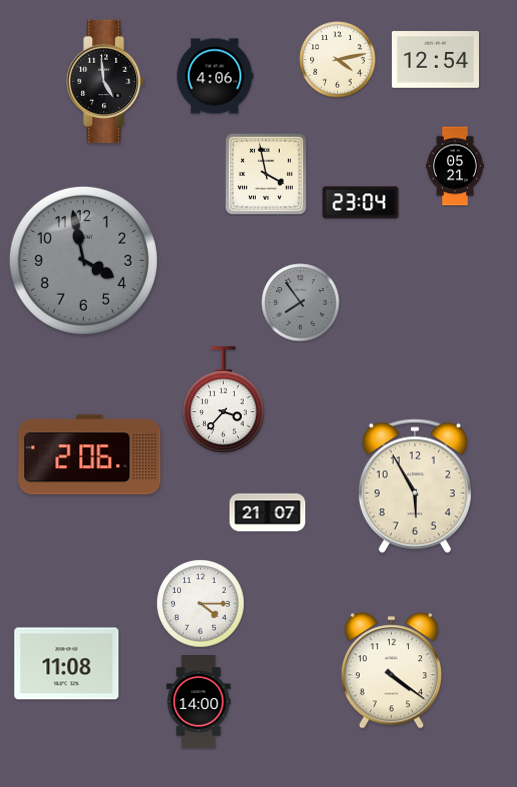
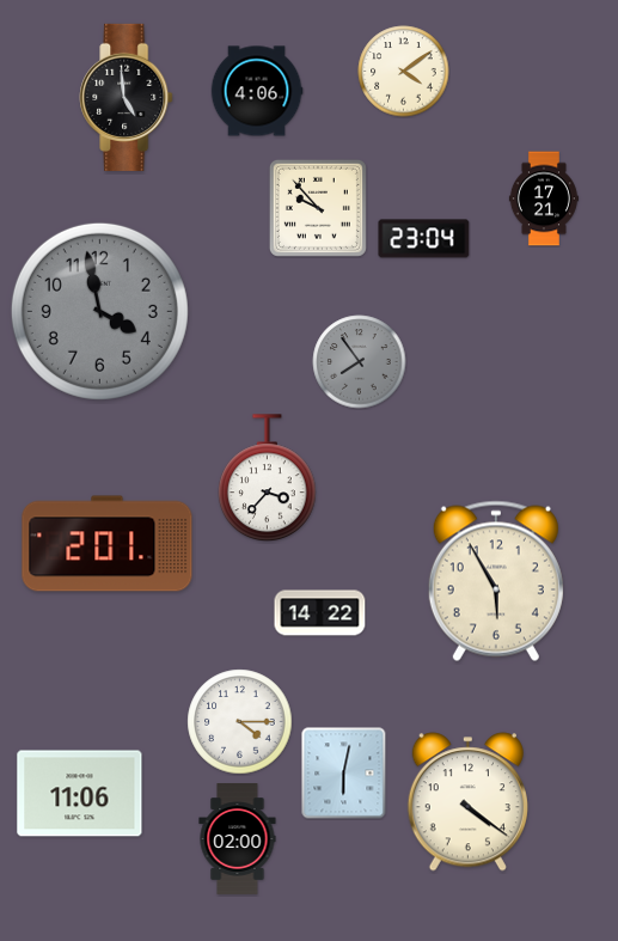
clock at (338, 60): 4:13 -> 4:09
clock at (435, 60): 12:54 -> none
clock at (455, 166): 05:21 -> 17:21
clock at (266, 174): 3:58 -> 9:53
clock at (361, 203) position: (361, 203) -> (424, 239)
clock at (90, 455): 2:06 -> 2:01
clock at (268, 513): 21:07 -> 14:22
clock at (344, 774): none -> 6:02
clock at (67, 664): 11:08 -> 11:06
clock at (199, 702): 14:00 -> 02:00
